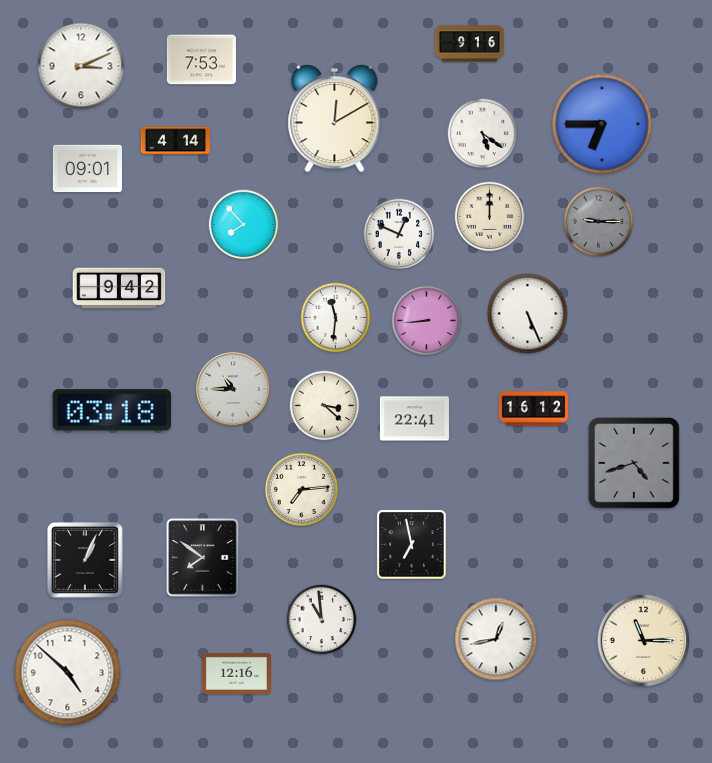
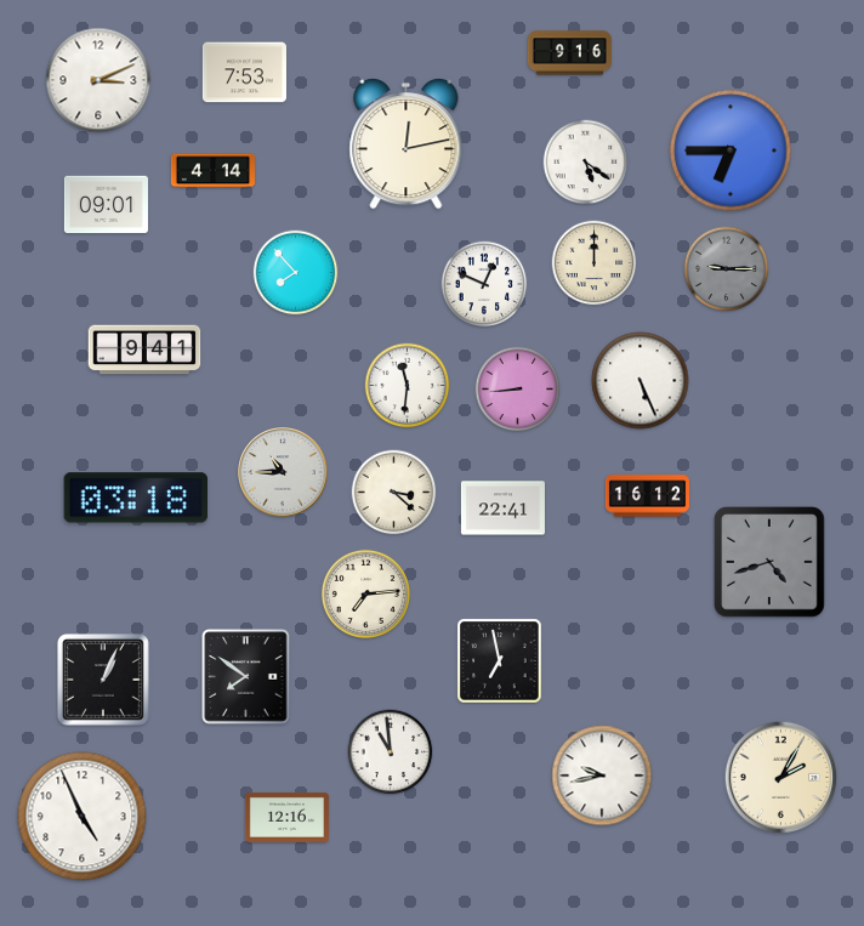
clock at (335, 119): 12:10 -> 12:13
clock at (119, 288): 9:42 -> 9:41
clock at (496, 639): 12:43 -> 9:43
clock at (644, 641): 11:15 -> 2:05
clock at (68, 673): 4:52 -> 4:56
